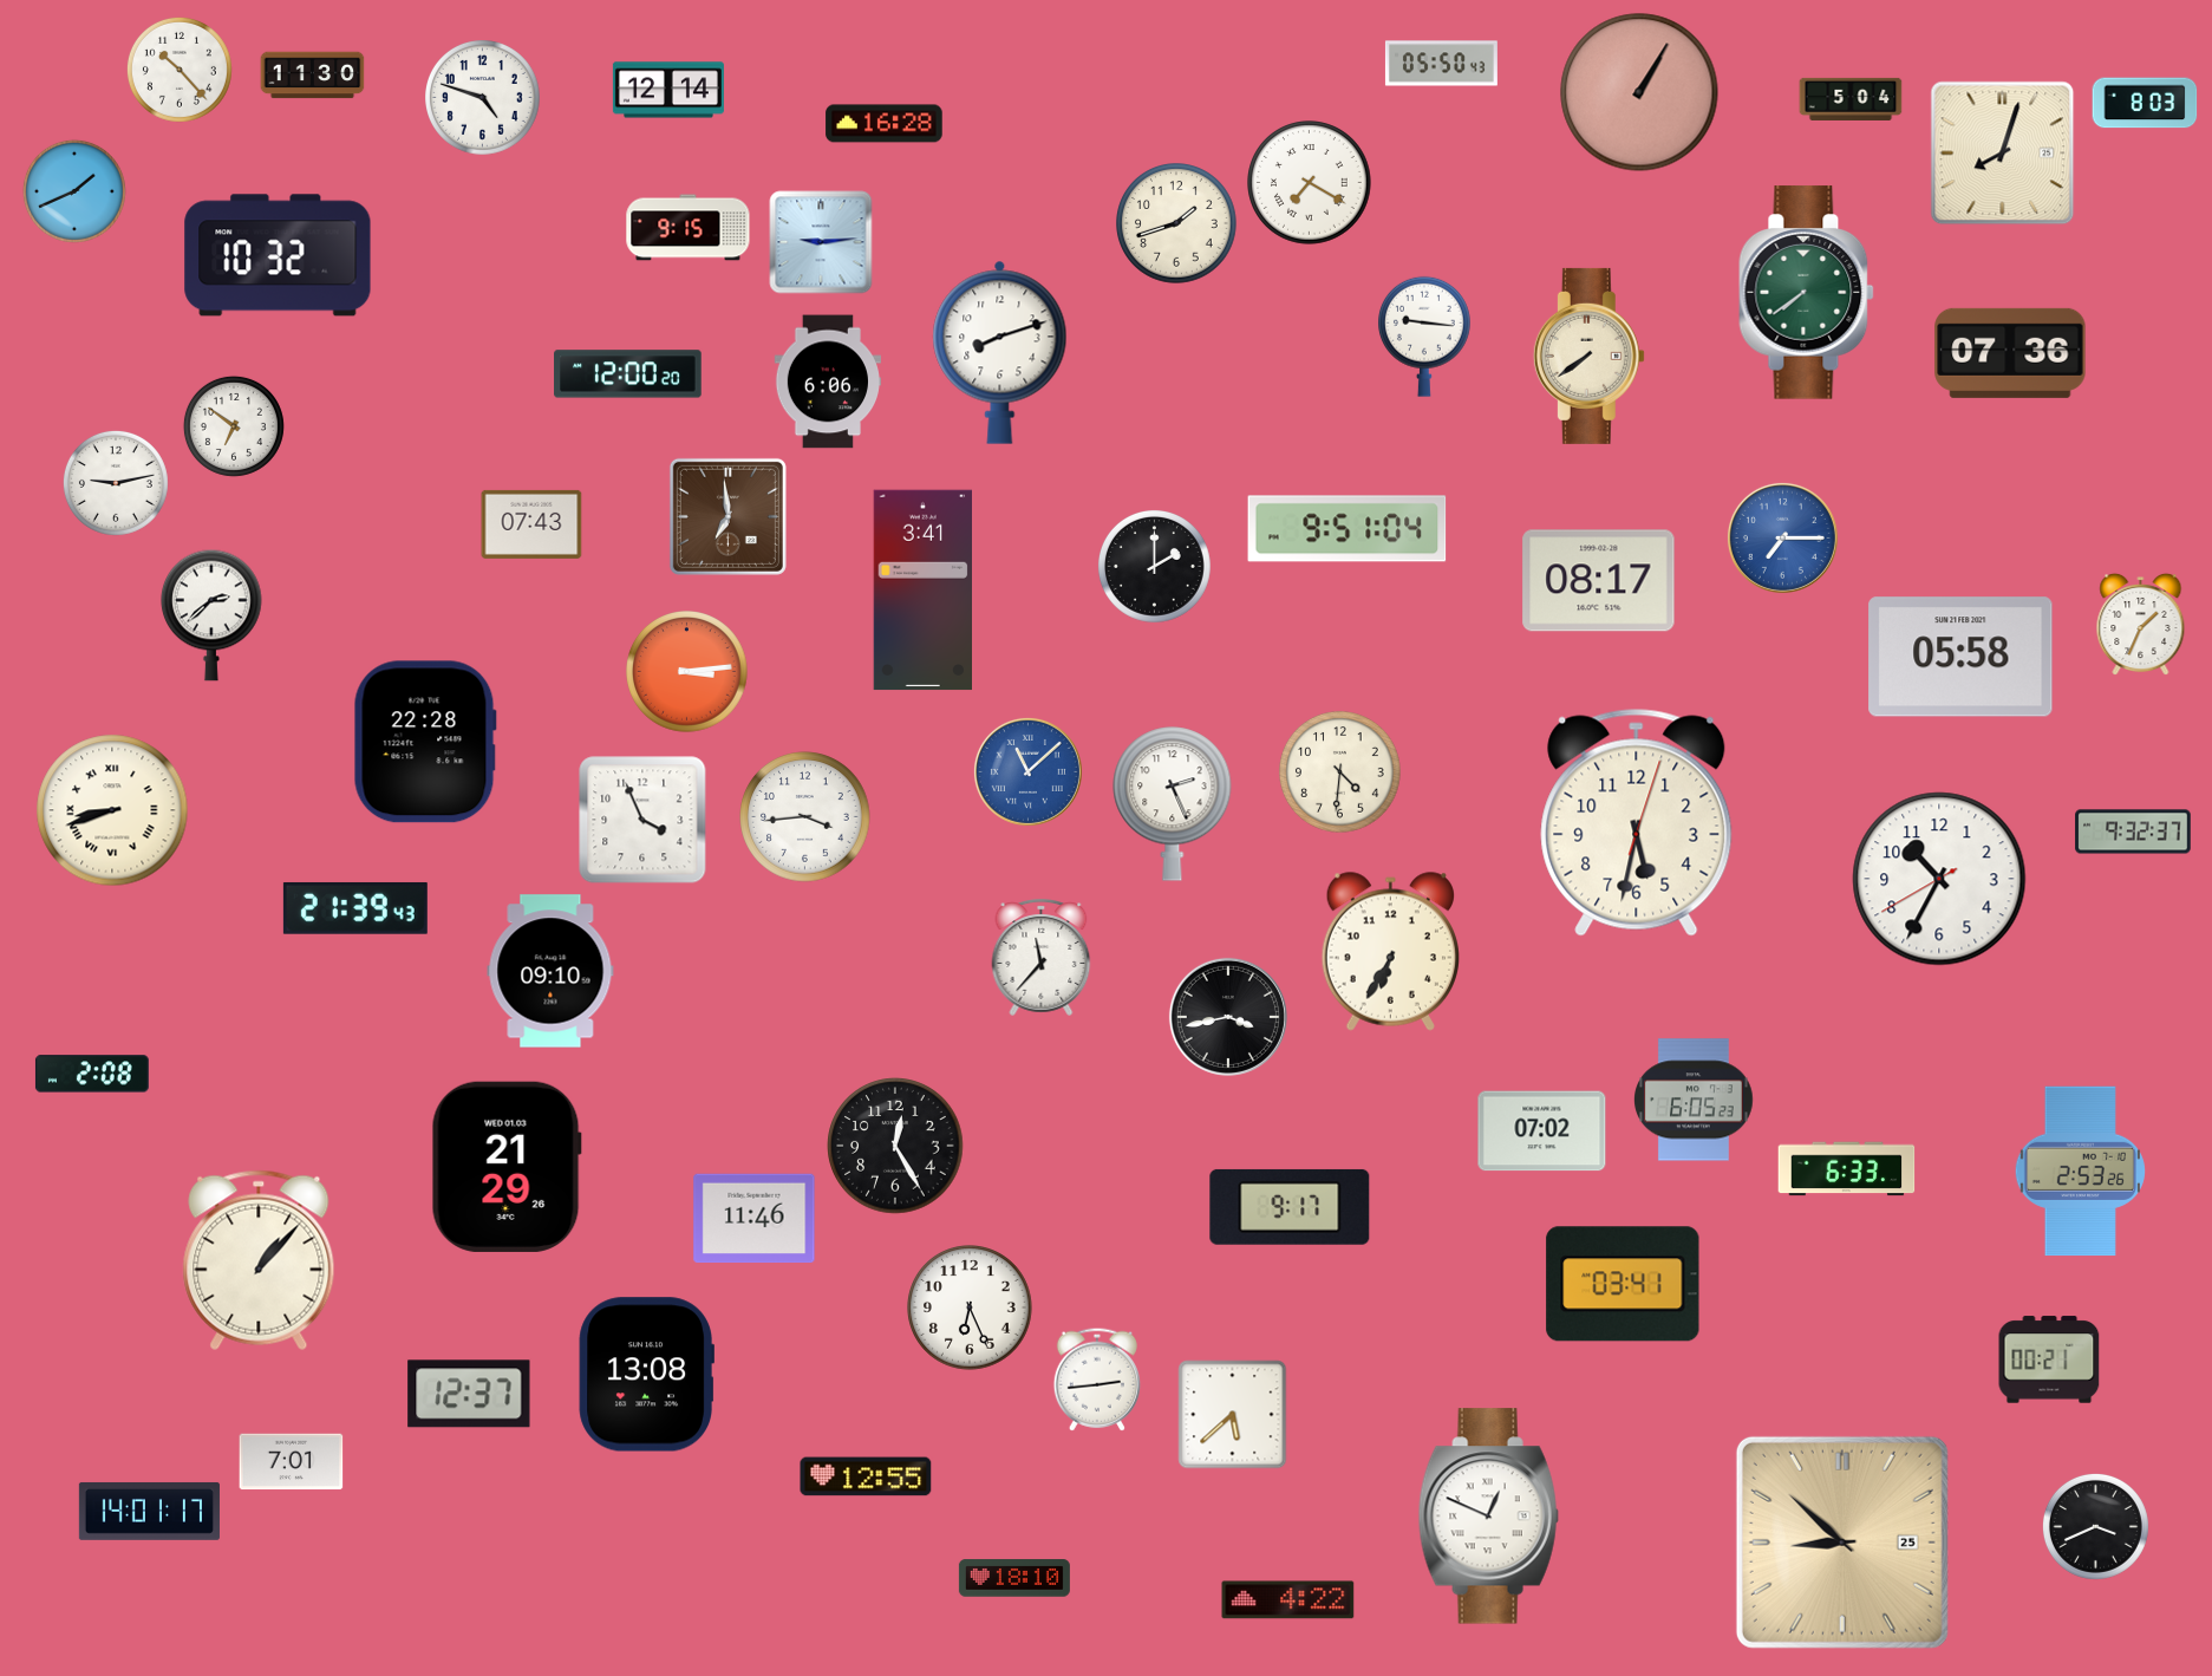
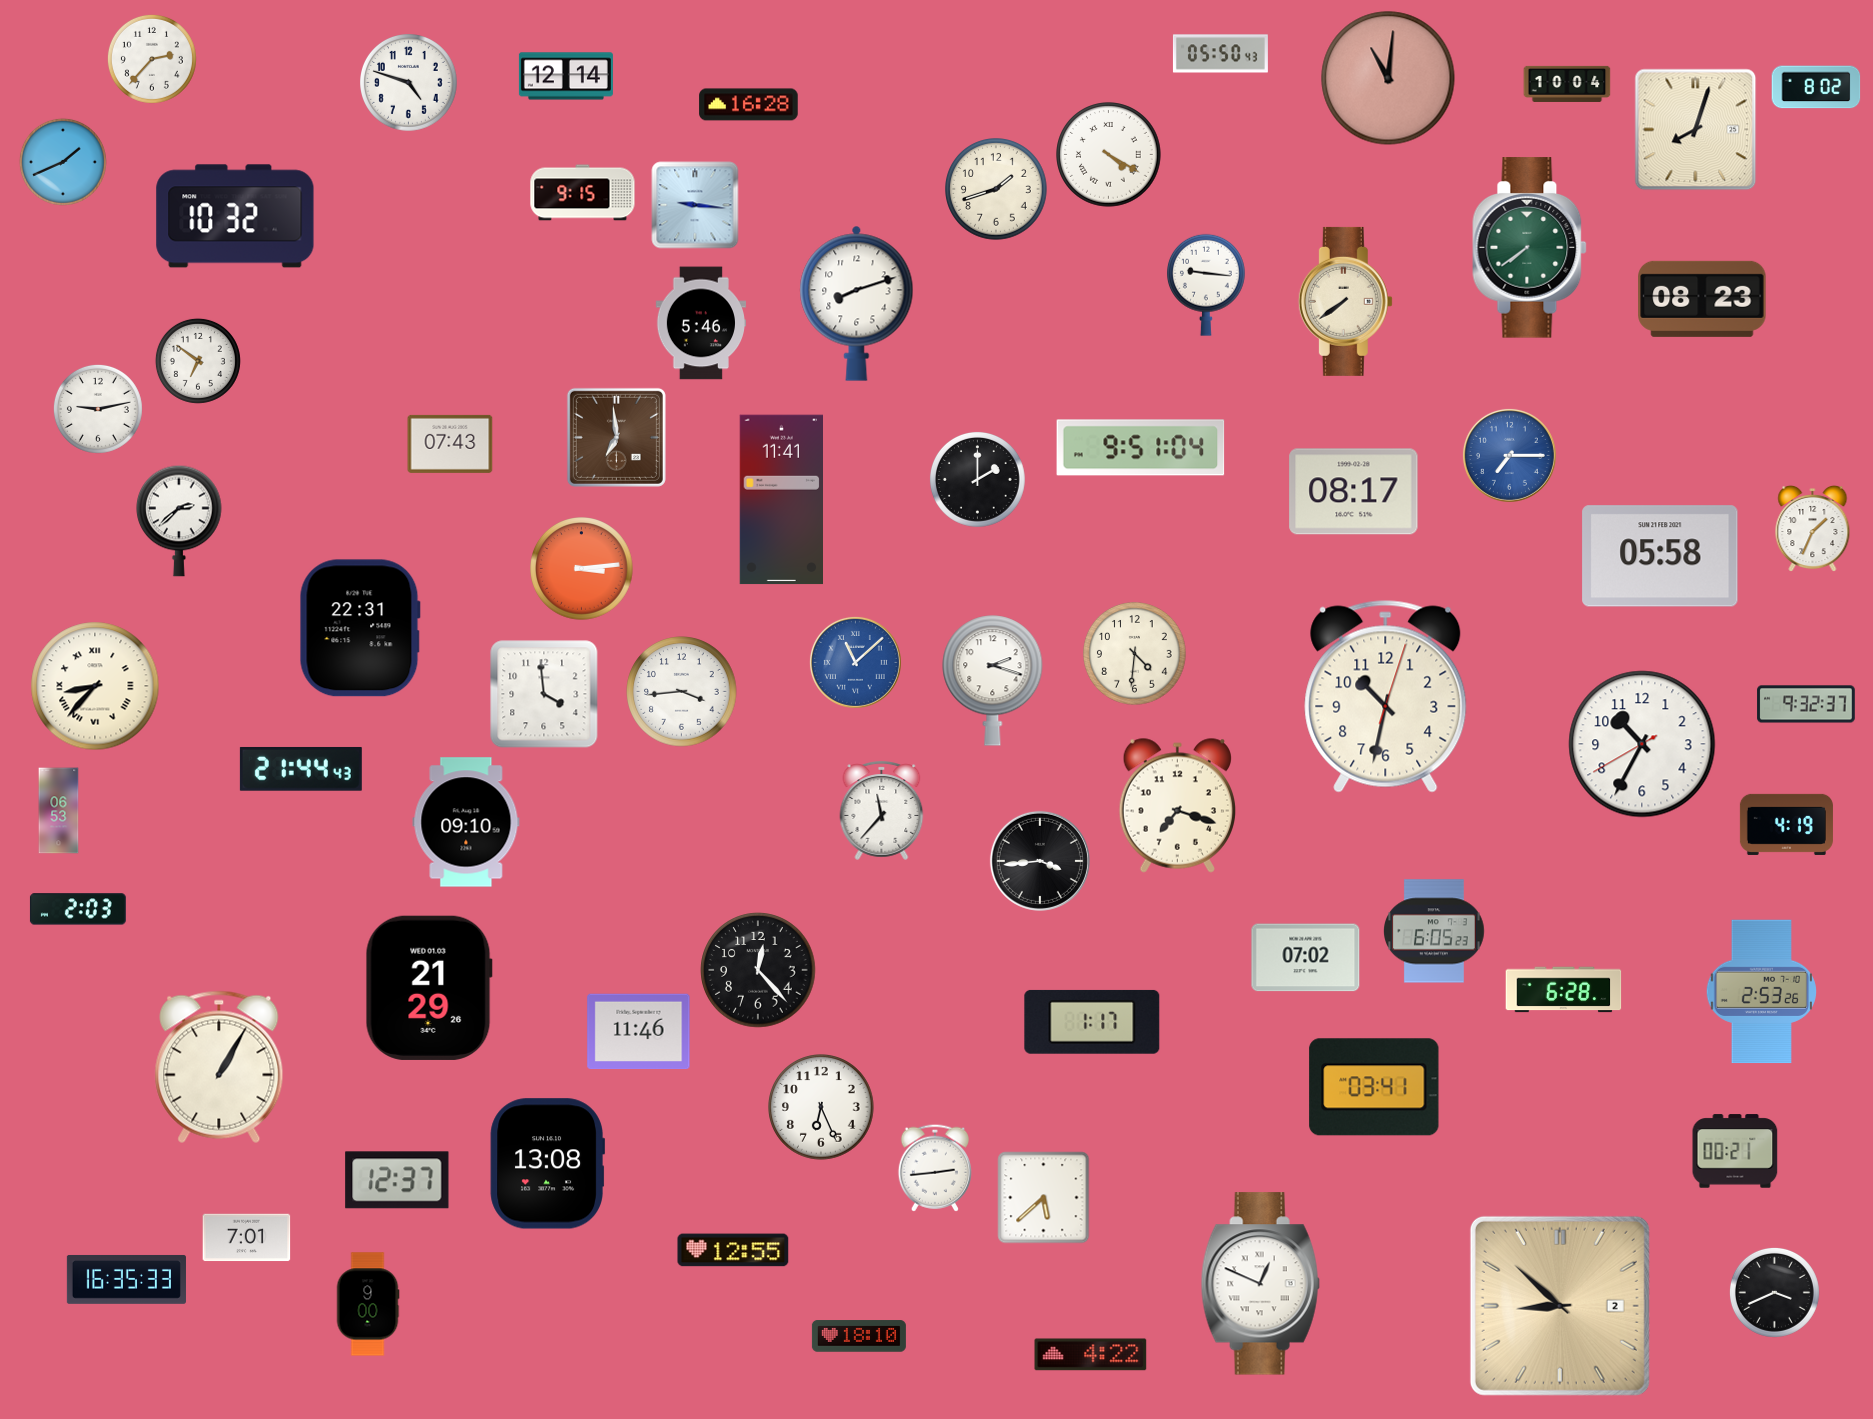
clock at (180, 70): 10:23 -> 2:37
clock at (313, 76): 11:30 -> none
clock at (1639, 92): 1:05 -> 11:01
clock at (1851, 99): 5:04 -> 10:04
clock at (2145, 103): 8:03 -> 8:02
clock at (1310, 183): 7:20 -> 4:20
clock at (821, 242): 9:14 -> 9:16
clock at (1000, 352) position: (1000, 352) -> (857, 303)
clock at (2010, 353): 07:36 -> 08:23
clock at (628, 374): 12:00 -> none
clock at (827, 381): 6:06 -> 5:46
clock at (922, 591): 3:41 -> 11:41
clock at (425, 742): 22:28 -> 22:31
clock at (1027, 771) position: (1027, 771) -> (855, 662)
clock at (1173, 804): 2:26 -> 2:18
clock at (112, 810): 8:42 -> 8:37
clock at (642, 820): 3:56 -> 3:59
clock at (1637, 822): 5:32 -> 10:32
clock at (355, 908): 21:39 -> 21:44
clock at (1390, 951): 6:35 -> 7:18
clock at (59, 811): none -> 06:53
clock at (1786, 824): none -> 4:19
clock at (1228, 1017): 3:43 -> 3:44
clock at (92, 1074): 2:08 -> 2:03
clock at (895, 1146): 12:25 -> 12:23
clock at (1847, 1169): 6:33 -> 6:28
clock at (1290, 1207): 9:17 -> 1:17
clock at (259, 1260): 1:07 -> 1:05
clock at (1097, 1380) position: (1097, 1380) -> (935, 1168)
clock at (149, 1511): 14:01 -> 16:35
clock at (368, 1304): none -> 9:00
clock at (1842, 1543) date: 25 -> 2
